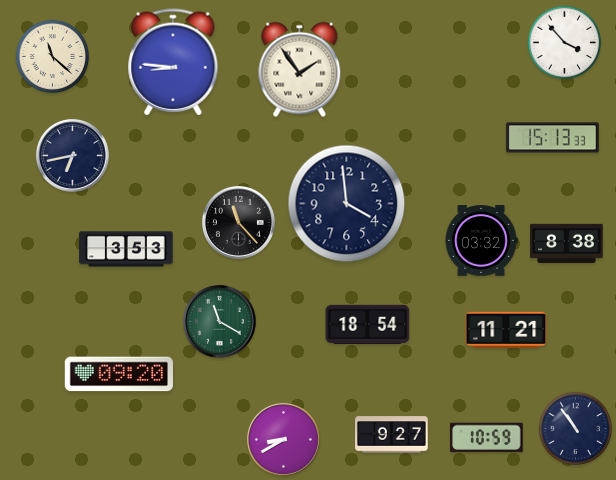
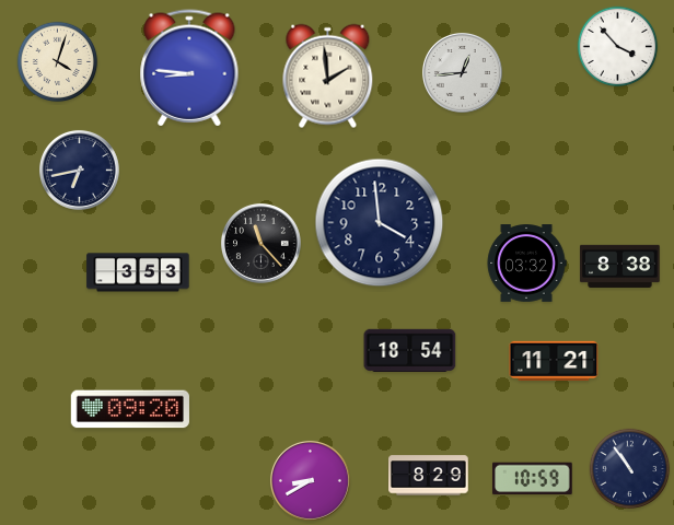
clock at (53, 57): 11:22 -> 4:03
clock at (462, 72): none -> 12:44
clock at (300, 70): 1:54 -> 1:59
clock at (553, 138): 15:13 -> none
clock at (219, 321): 11:20 -> none
clock at (368, 324) position: (368, 324) -> (410, 350)
clock at (392, 435): 9:27 -> 8:29
